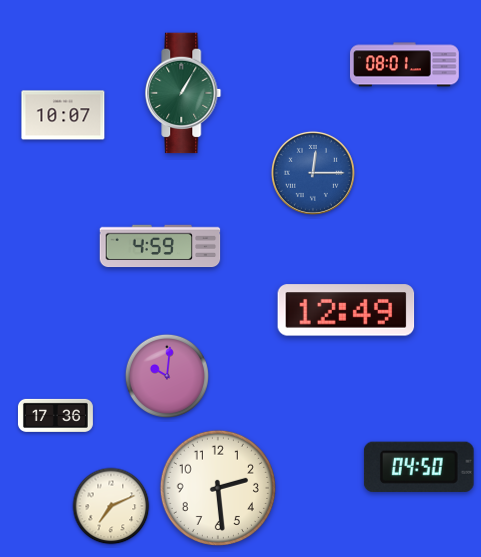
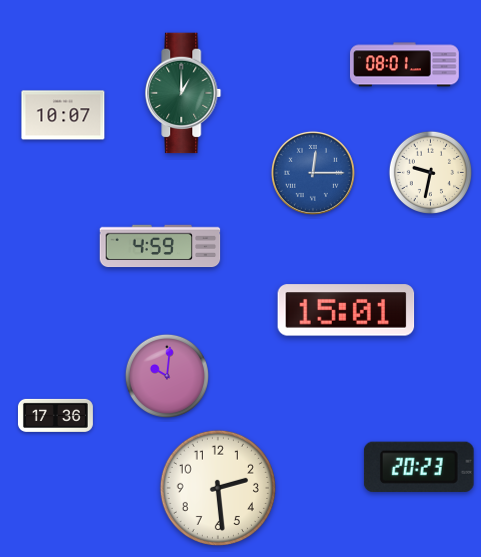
clock at (183, 93): 1:05 -> 1:00
clock at (430, 172): none -> 9:32
clock at (346, 310): 12:49 -> 15:01
clock at (419, 467): 04:50 -> 20:23
clock at (111, 506): 7:11 -> none
